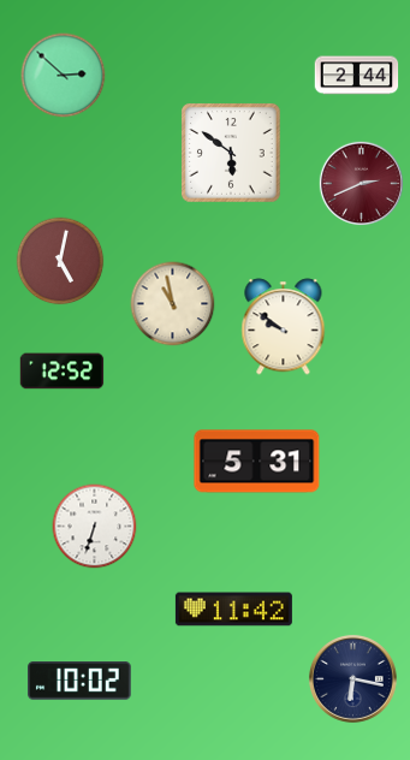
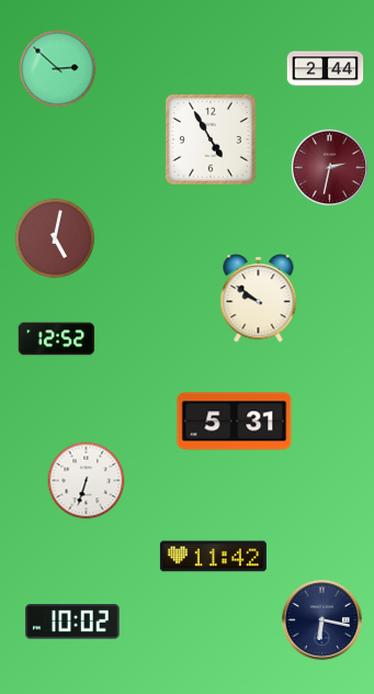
clock at (231, 153): 5:51 -> 4:55
clock at (361, 183): 2:41 -> 2:32
clock at (173, 304): 10:58 -> none
